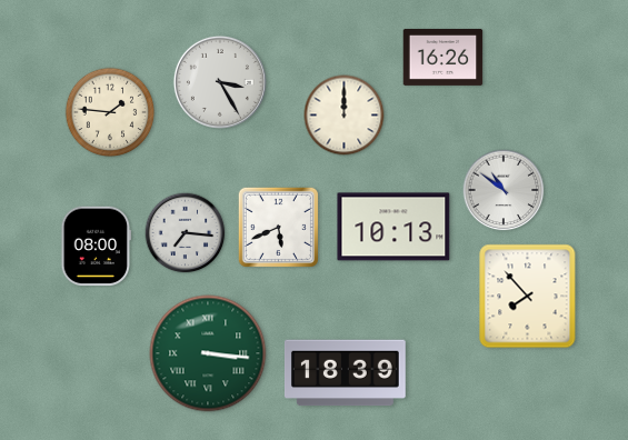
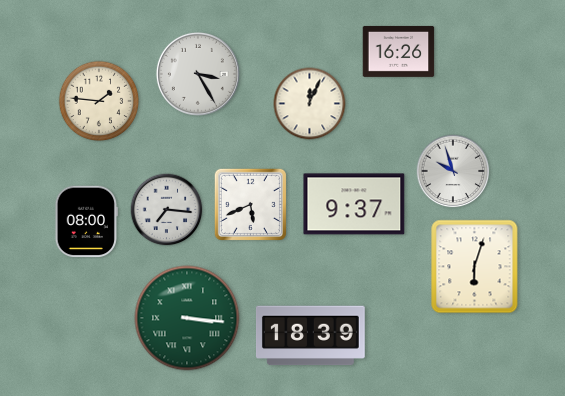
clock at (345, 116): 12:00 -> 12:04
clock at (504, 190): 10:51 -> 9:57
clock at (393, 227): 10:13 -> 9:37
clock at (528, 297): 7:53 -> 6:03
